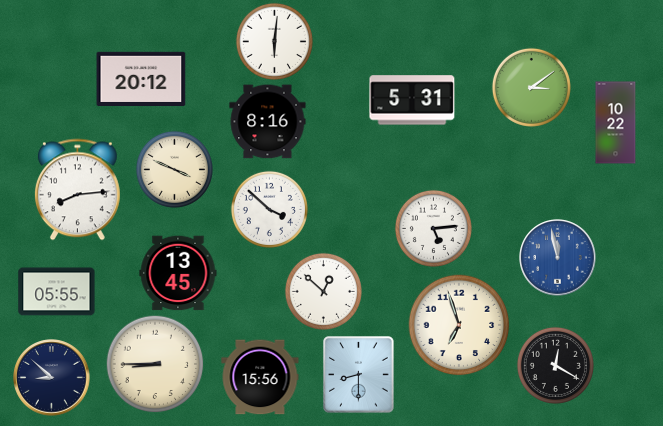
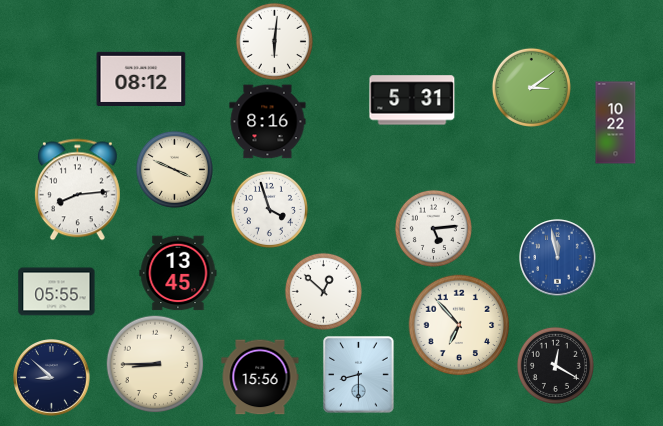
clock at (141, 78): 20:12 -> 08:12
clock at (269, 209): 3:52 -> 3:57
clock at (459, 325): 6:57 -> 6:53
